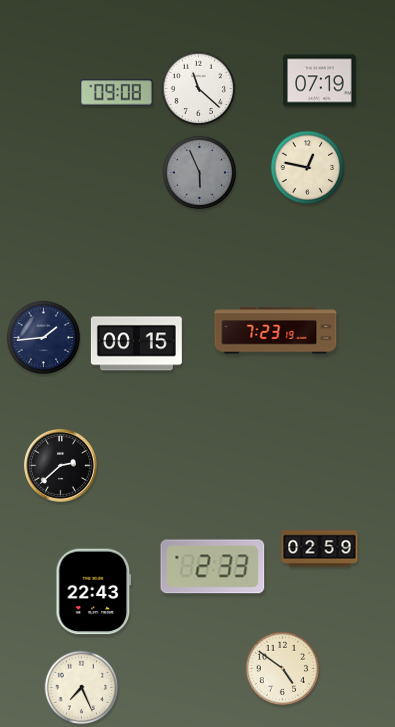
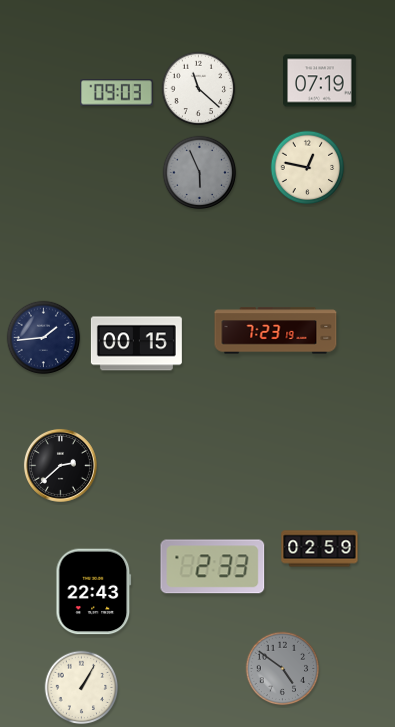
clock at (117, 93): 09:08 -> 09:03
clock at (283, 669) dial: cream -> grey
clock at (82, 688): 7:26 -> 1:05
